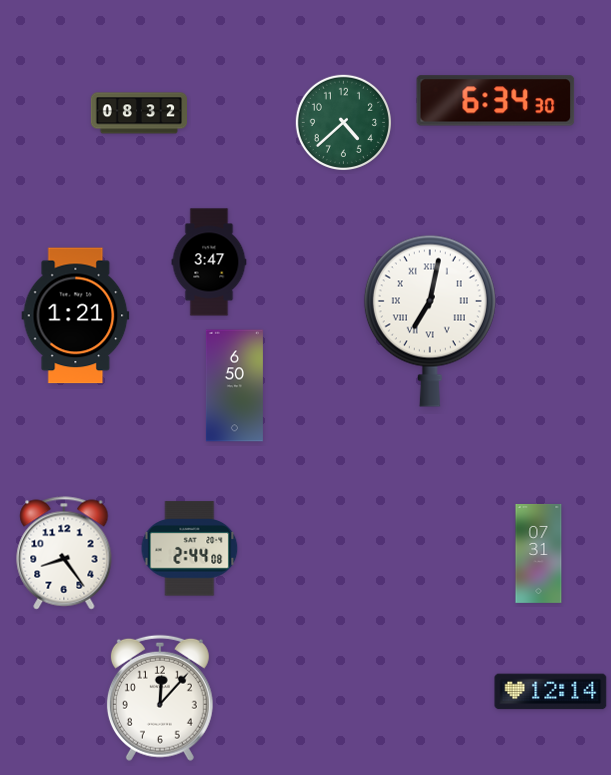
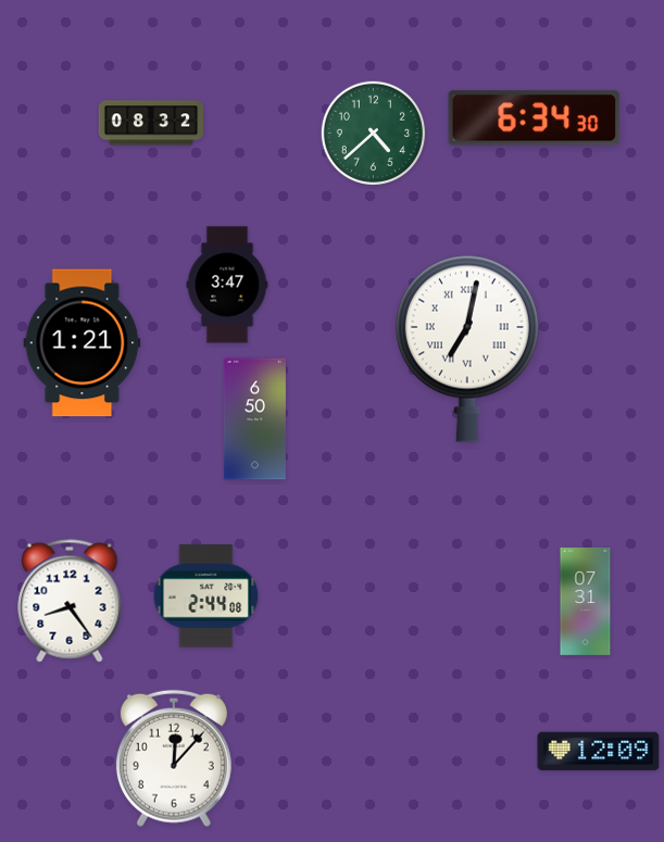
clock at (496, 101) position: (496, 101) -> (535, 118)
clock at (551, 692): 12:14 -> 12:09
